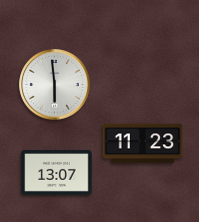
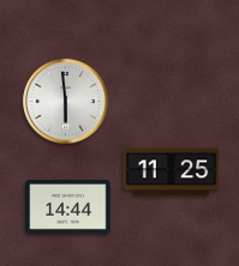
clock at (143, 144): 11:23 -> 11:25
clock at (57, 172): 13:07 -> 14:44
